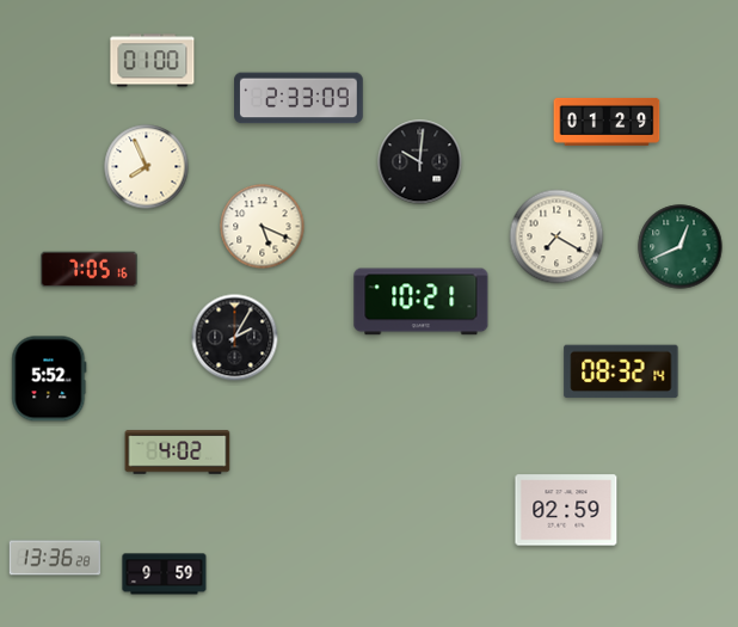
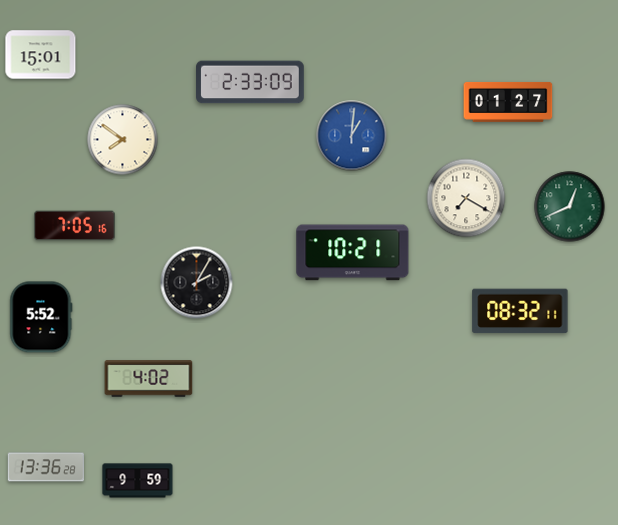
clock at (153, 61): 01:00 -> none
clock at (41, 55): none -> 15:01
clock at (607, 122): 01:29 -> 01:27
clock at (420, 162): 10:01 -> 1:01
clock at (420, 162) dial: black -> blue
clock at (147, 167): 7:56 -> 7:51
clock at (263, 227): 5:19 -> none
clock at (621, 371): 08:32:14 -> 08:32:11
clock at (566, 510): 02:59 -> none
